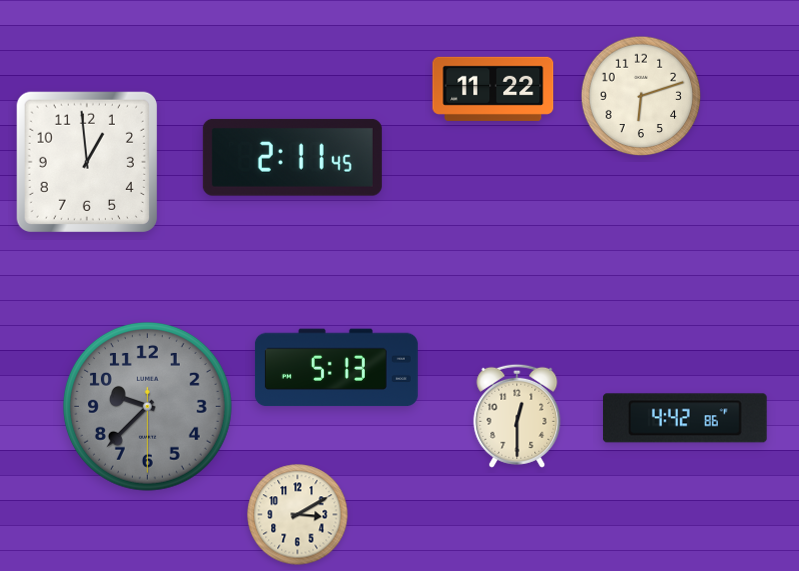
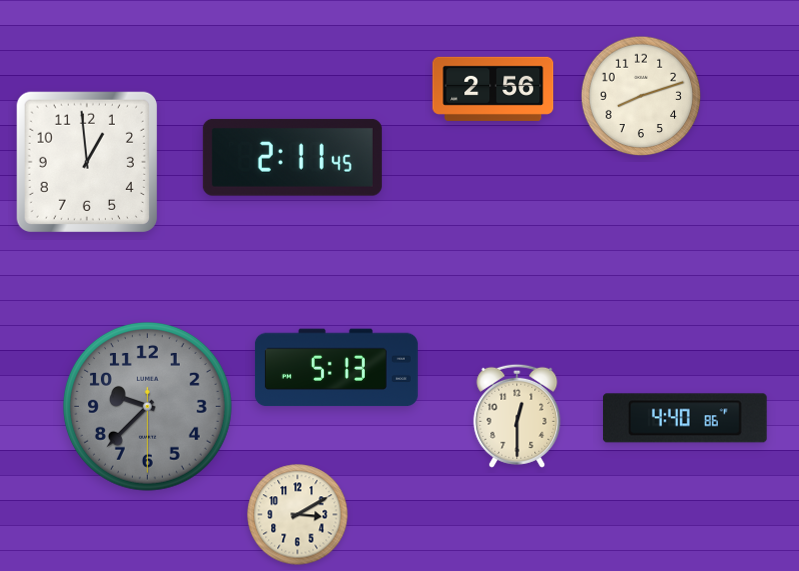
clock at (493, 89): 11:22 -> 2:56
clock at (641, 96): 6:12 -> 8:12
clock at (685, 418): 4:42 -> 4:40
